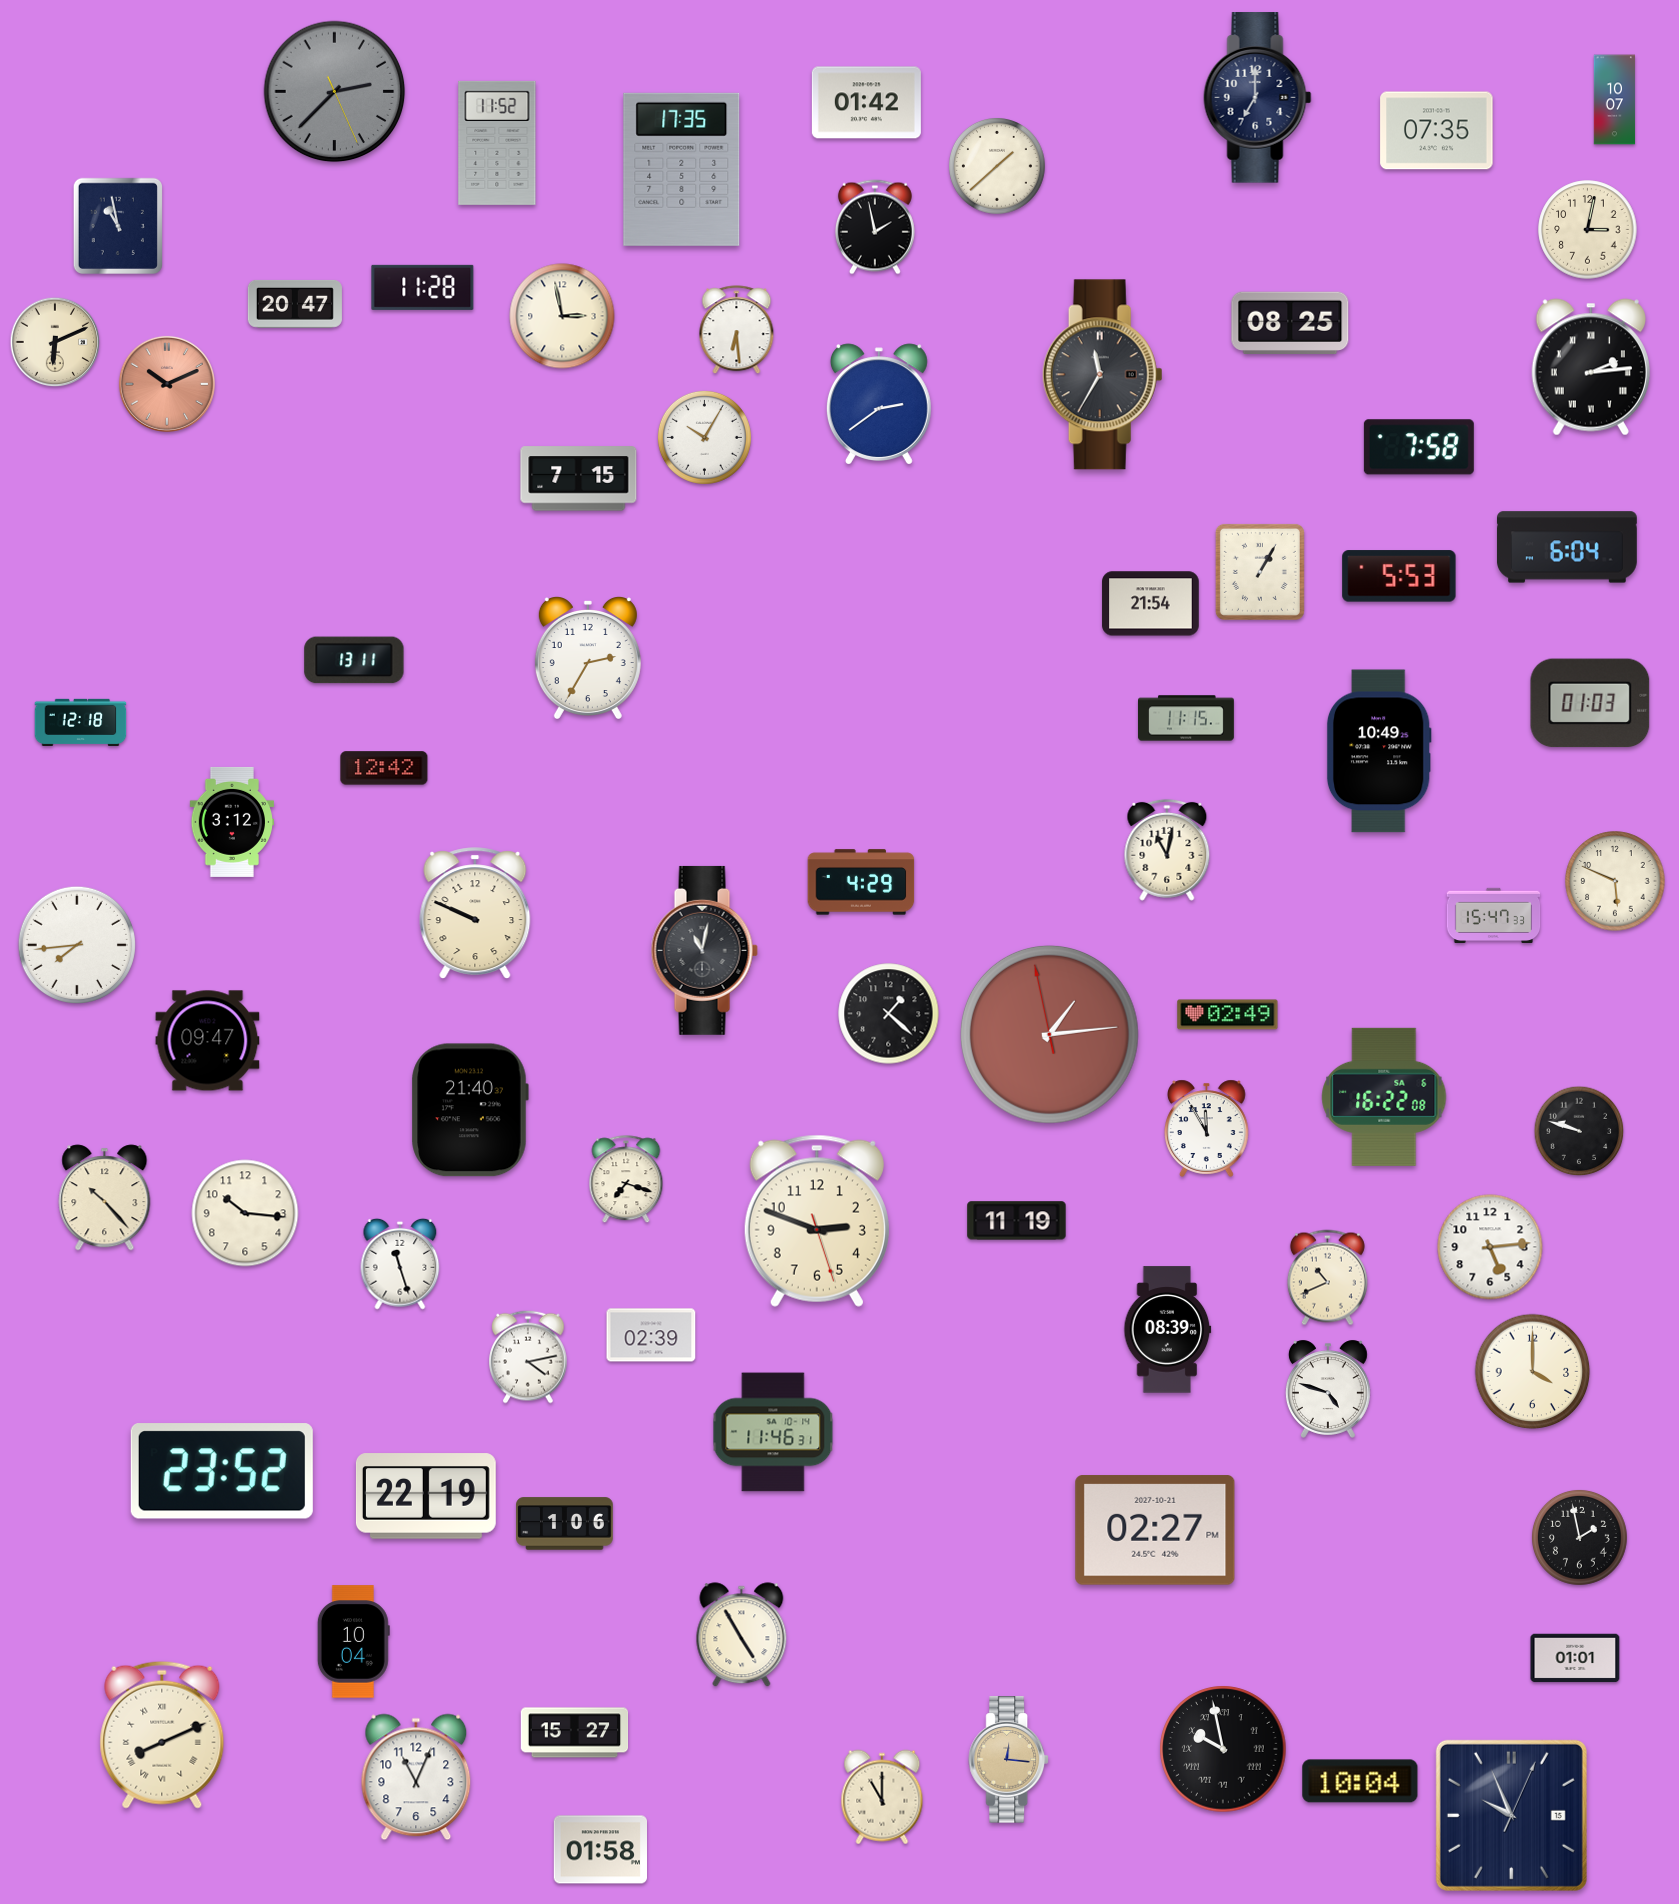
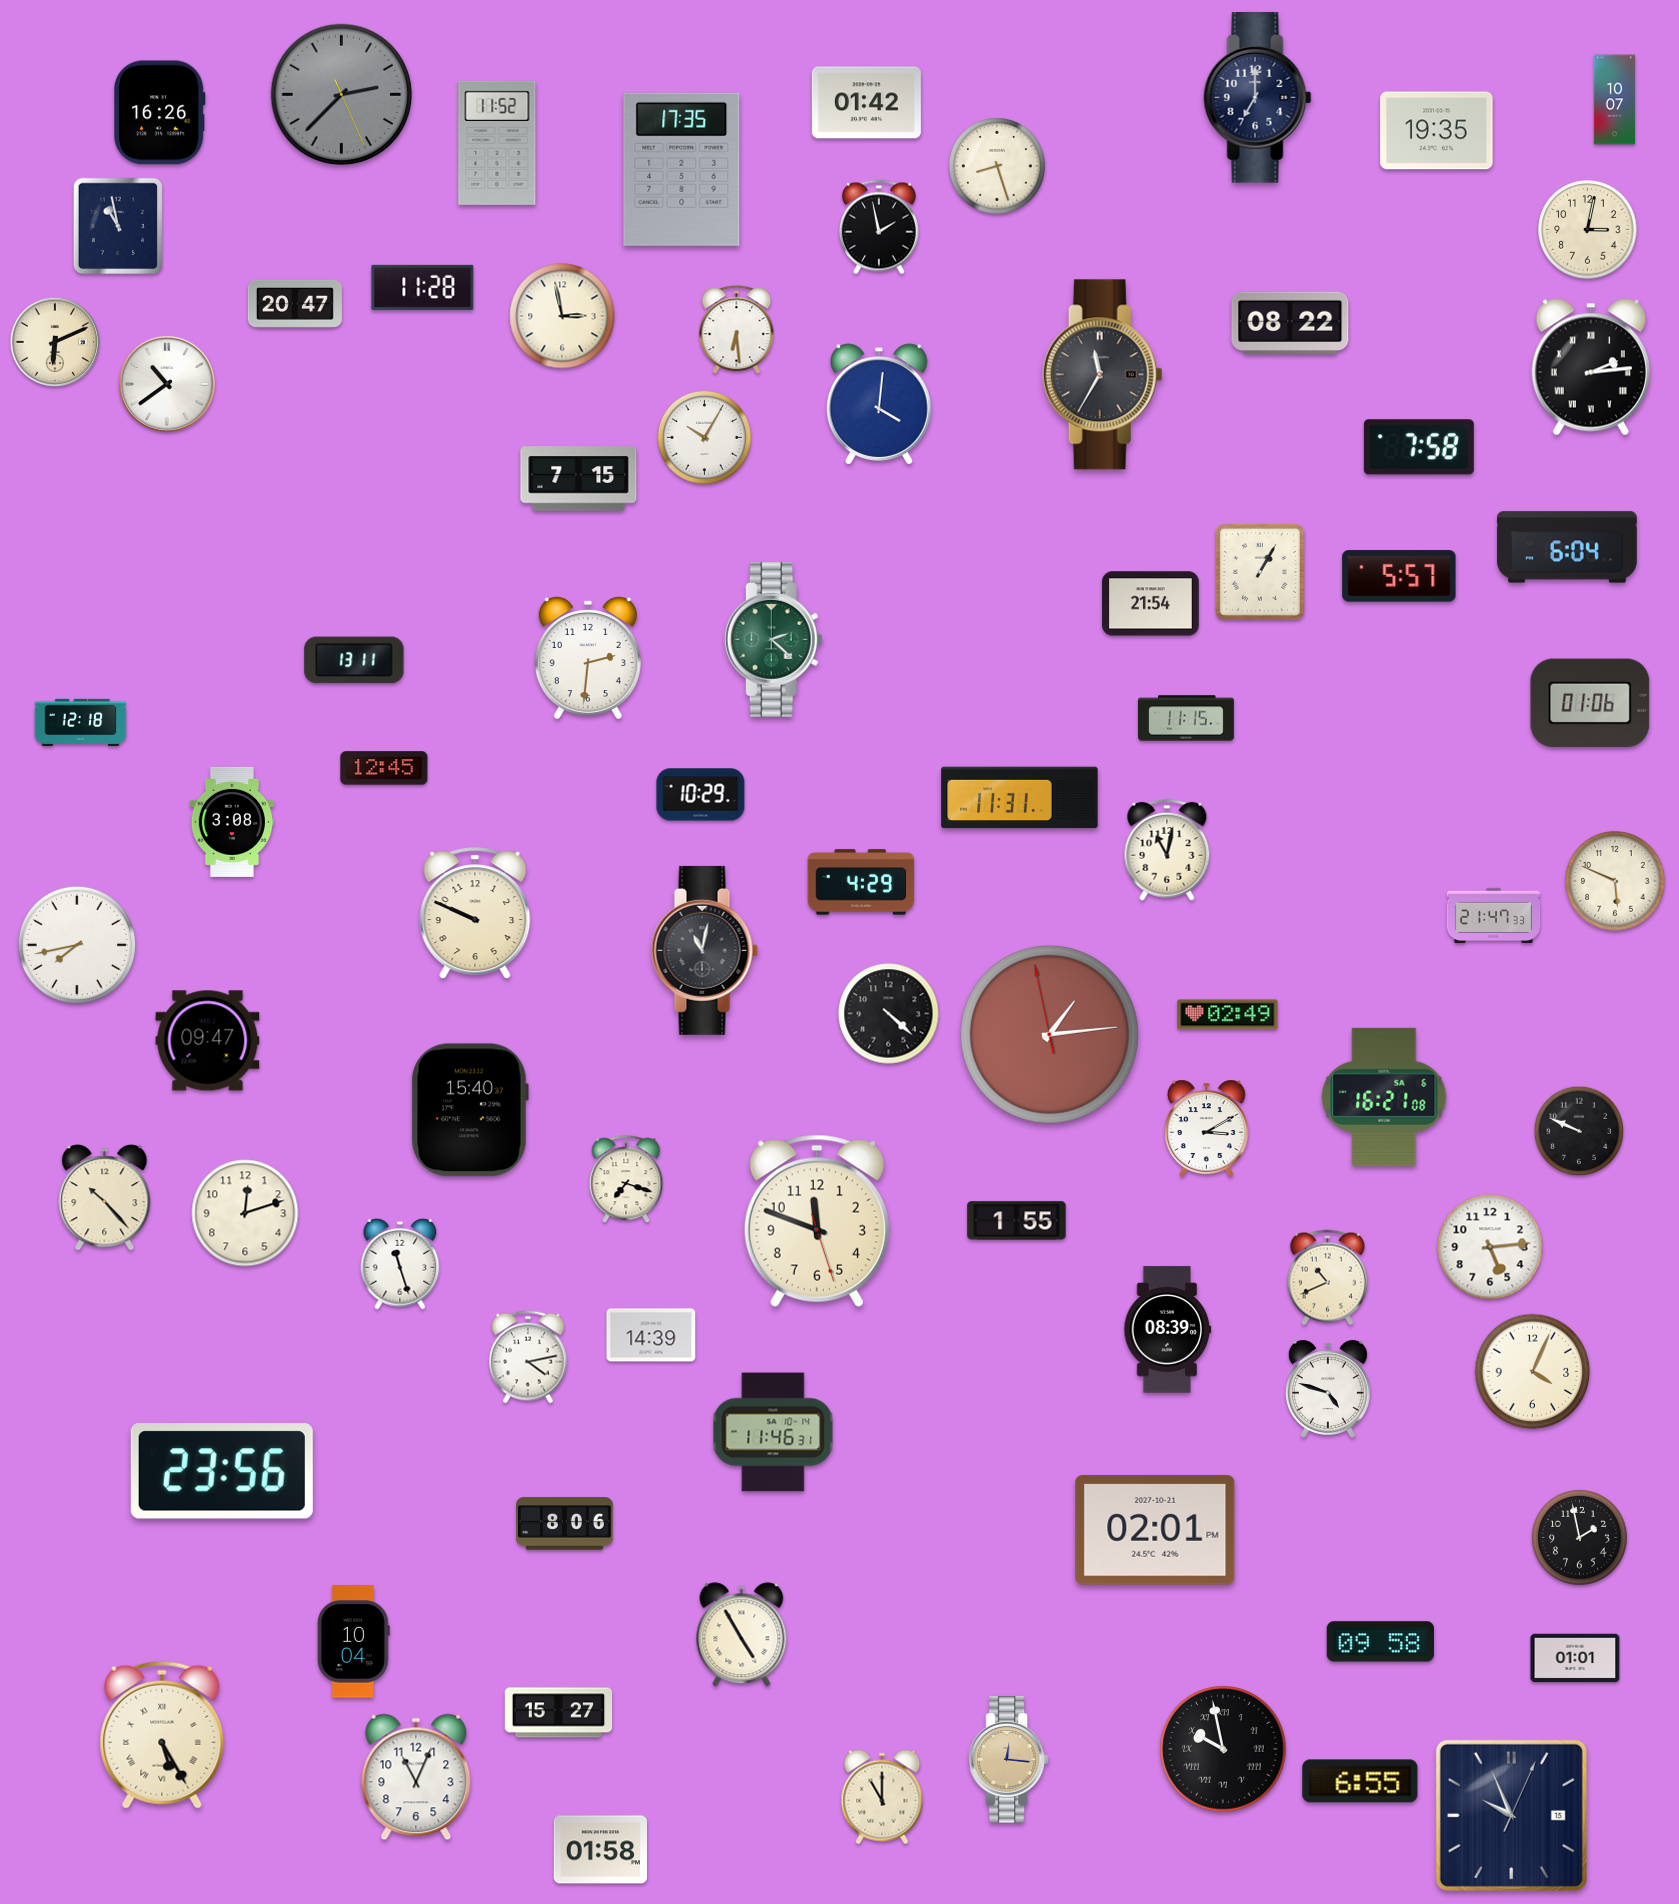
clock at (335, 92) position: (335, 92) -> (342, 95)
clock at (159, 113): none -> 16:26
clock at (1437, 131): 07:35 -> 19:35
clock at (998, 167): 1:38 -> 8:27
clock at (875, 227) position: (875, 227) -> (879, 227)
clock at (1290, 322): 08:25 -> 08:22
clock at (167, 384): 10:11 -> 10:39
clock at (167, 384) dial: salmon -> white
clock at (879, 404): 2:39 -> 4:01
clock at (1399, 576): 5:53 -> 5:57
clock at (773, 639): none -> 2:22
clock at (588, 657): 2:35 -> 2:31
clock at (1590, 703): 01:03 -> 01:06
clock at (1379, 751): 10:49 -> none
clock at (384, 768): 12:42 -> 12:45
clock at (701, 795): none -> 10:29
clock at (1020, 798): none -> 11:31
clock at (231, 822): 3:12 -> 3:08
clock at (1494, 916): 15:47 -> 21:47
clock at (77, 945): 7:44 -> 7:43
clock at (889, 1014): 1:22 -> 4:22
clock at (1384, 1097): 16:22 -> 16:21
clock at (470, 1110): 21:40 -> 15:40
clock at (1207, 1128): 11:55 -> 3:10
clock at (1579, 1131): 9:48 -> 9:49
clock at (245, 1213): 10:16 -> 12:12
clock at (817, 1221): 2:48 -> 11:48
clock at (1017, 1221): 11:19 -> 1:55
clock at (651, 1335): 02:39 -> 14:39
clock at (1533, 1372): 4:00 -> 4:04
clock at (222, 1471): 23:52 -> 23:56
clock at (426, 1496): 22:19 -> none
clock at (565, 1524): 1:06 -> 8:06
clock at (1155, 1530): 02:27 -> 02:01
clock at (1380, 1642): none -> 09:58
clock at (575, 1733) position: (575, 1733) -> (559, 1713)
clock at (162, 1735): 8:11 -> 5:25
clock at (1360, 1781): 10:04 -> 6:55
